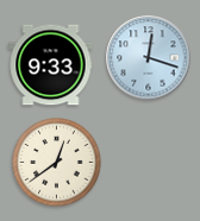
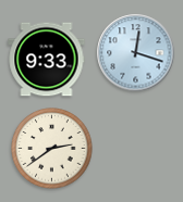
clock at (57, 163): 12:39 -> 2:39
